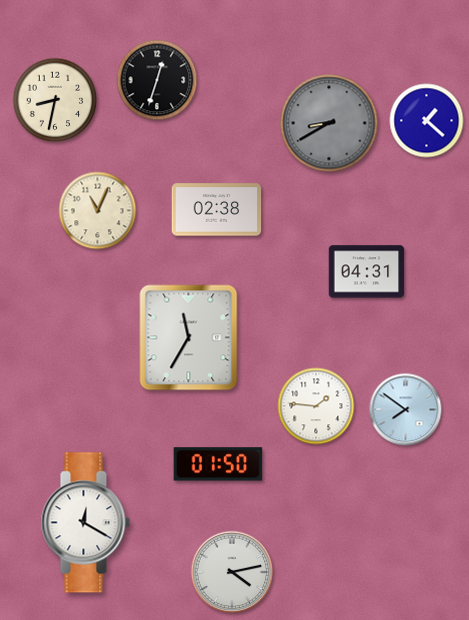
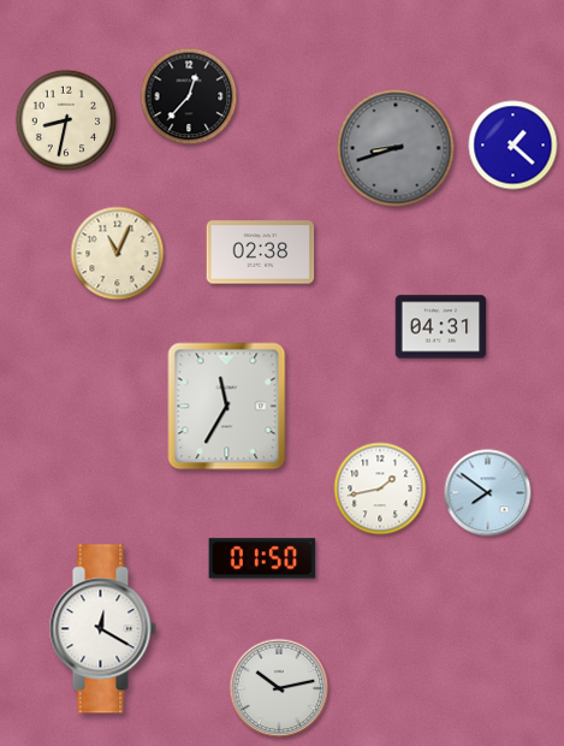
clock at (157, 80): 12:33 -> 12:37
clock at (329, 123): 8:40 -> 8:42
clock at (316, 406): 1:46 -> 1:43
clock at (232, 572): 4:13 -> 10:13
